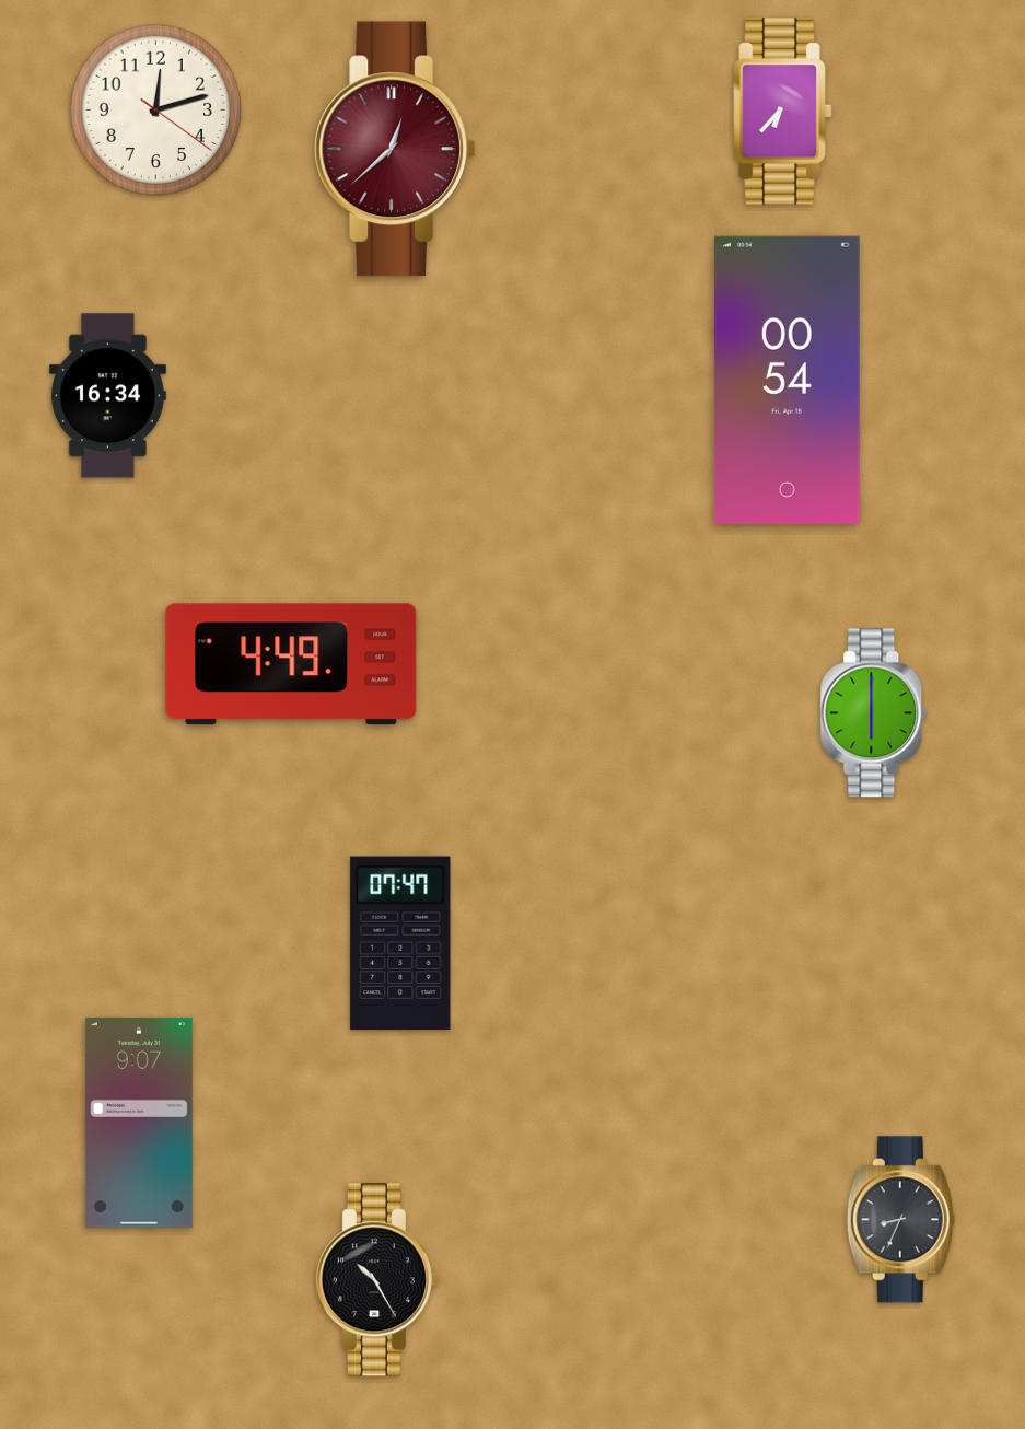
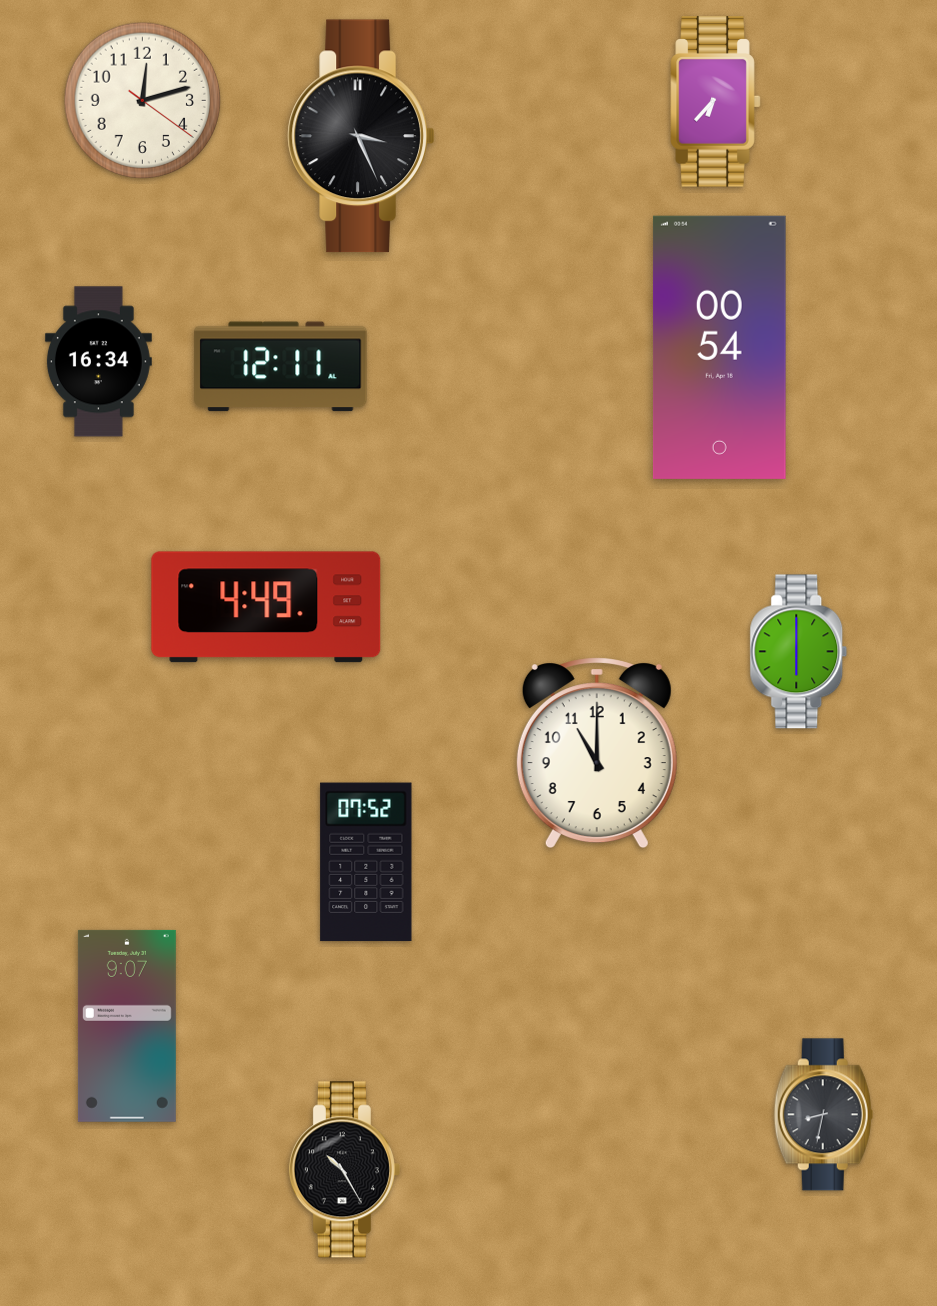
clock at (395, 149): 12:38 -> 3:26
clock at (395, 149) dial: burgundy -> black
clock at (281, 367): none -> 12:11
clock at (597, 753): none -> 11:00
clock at (400, 943): 07:47 -> 07:52
clock at (900, 1220): 8:34 -> 8:32
